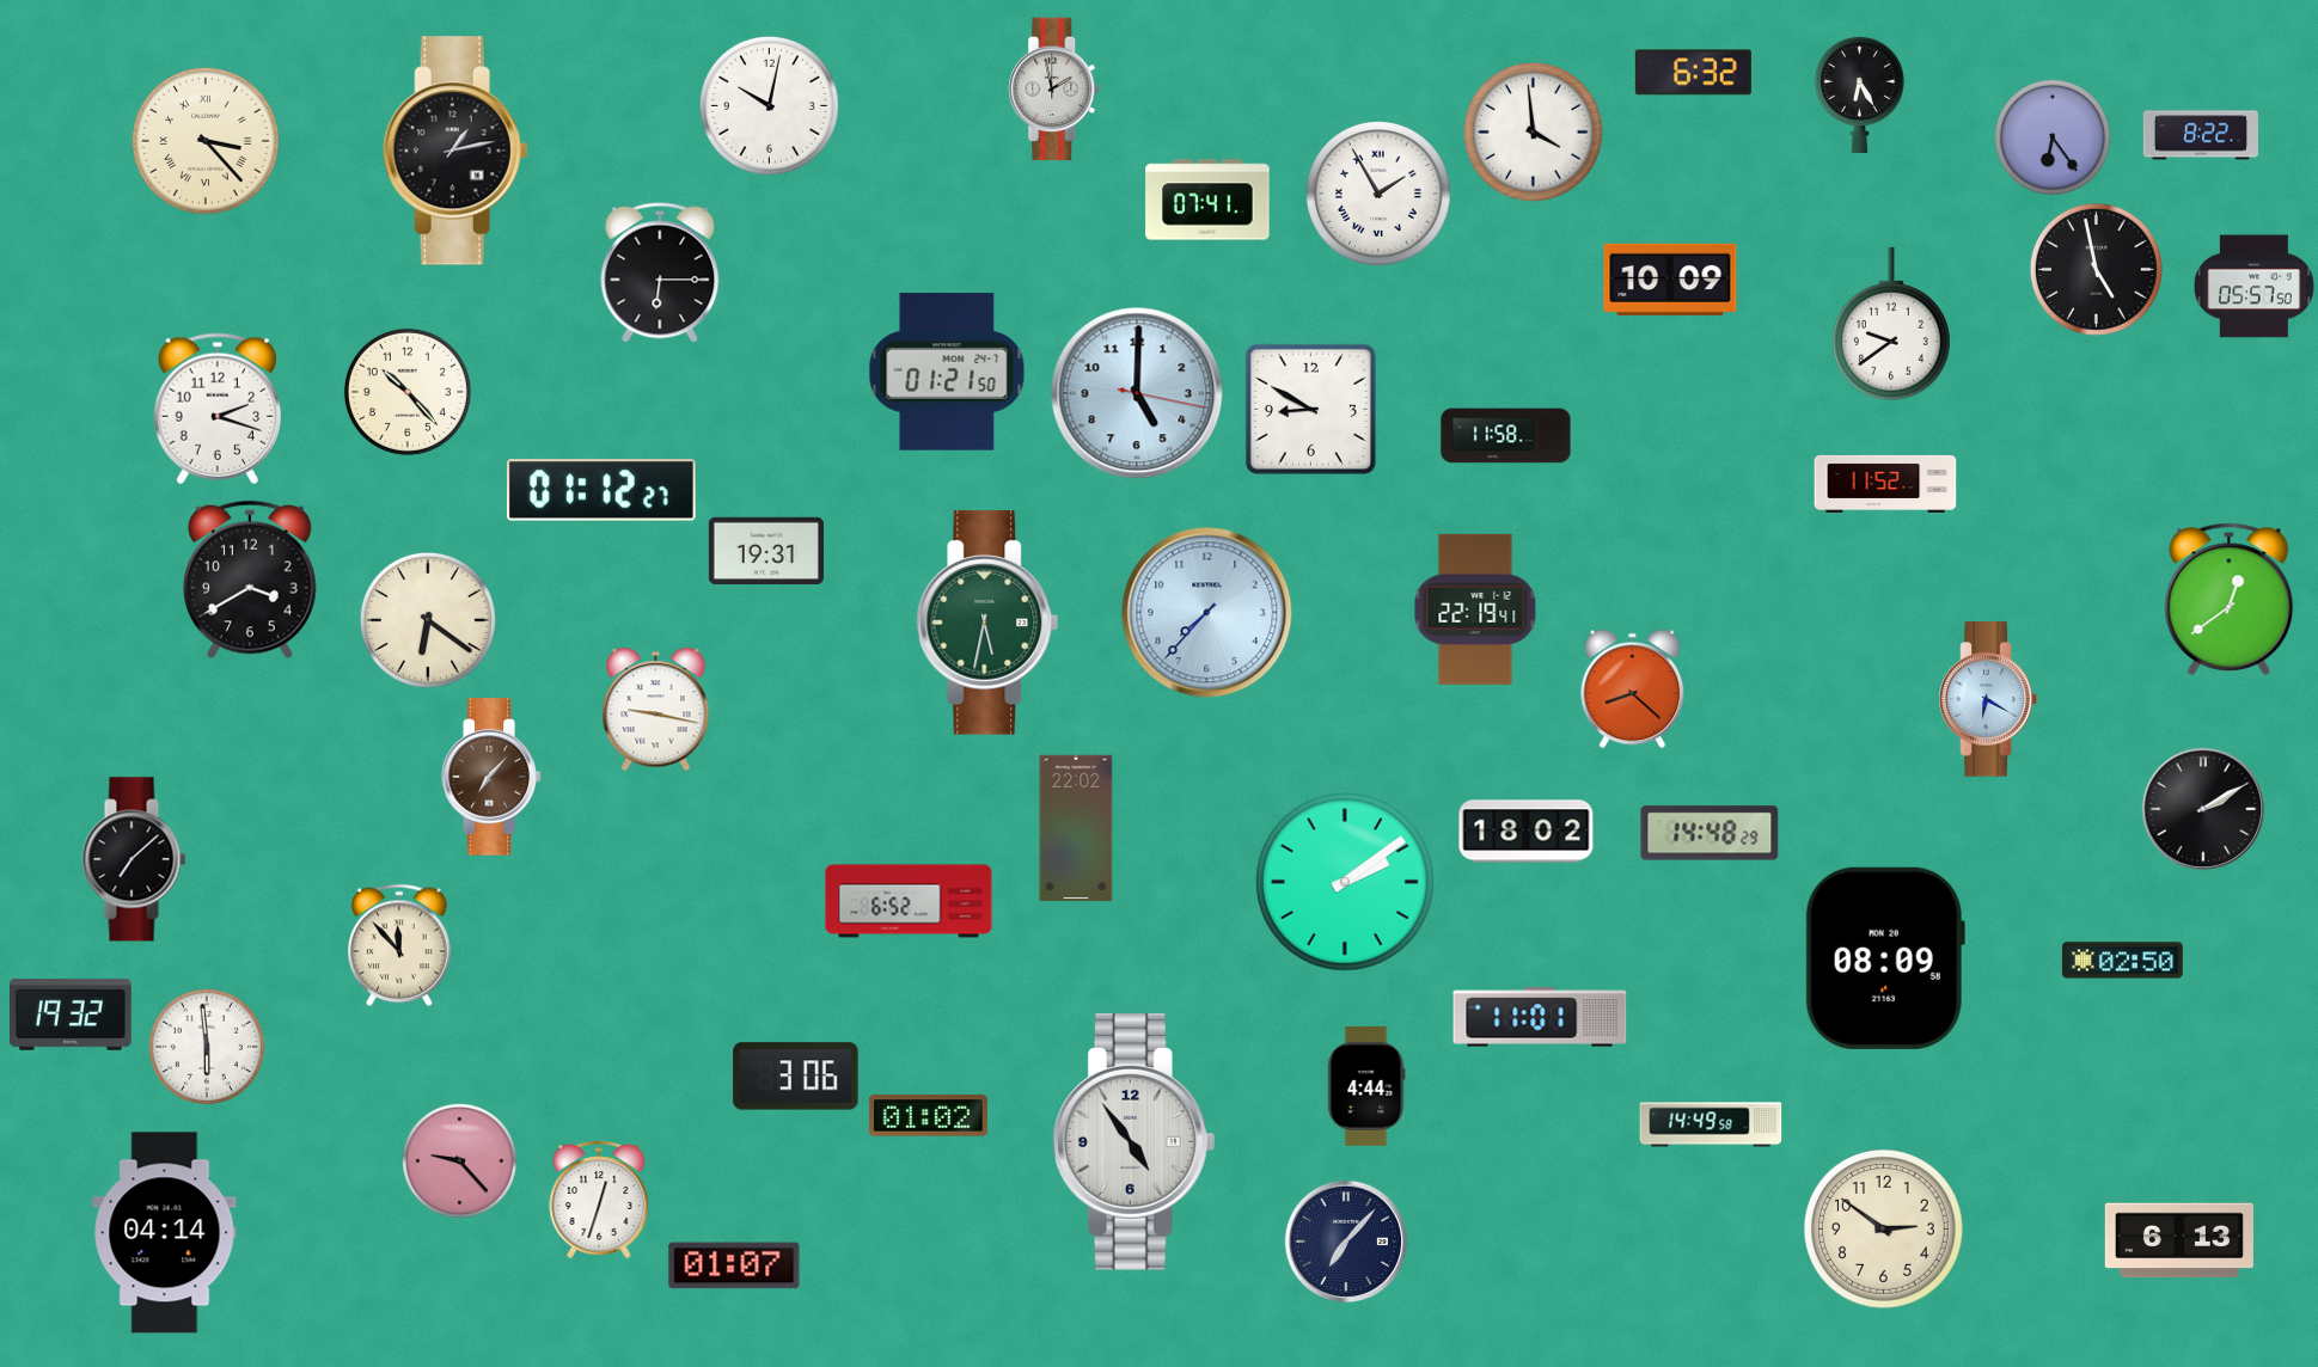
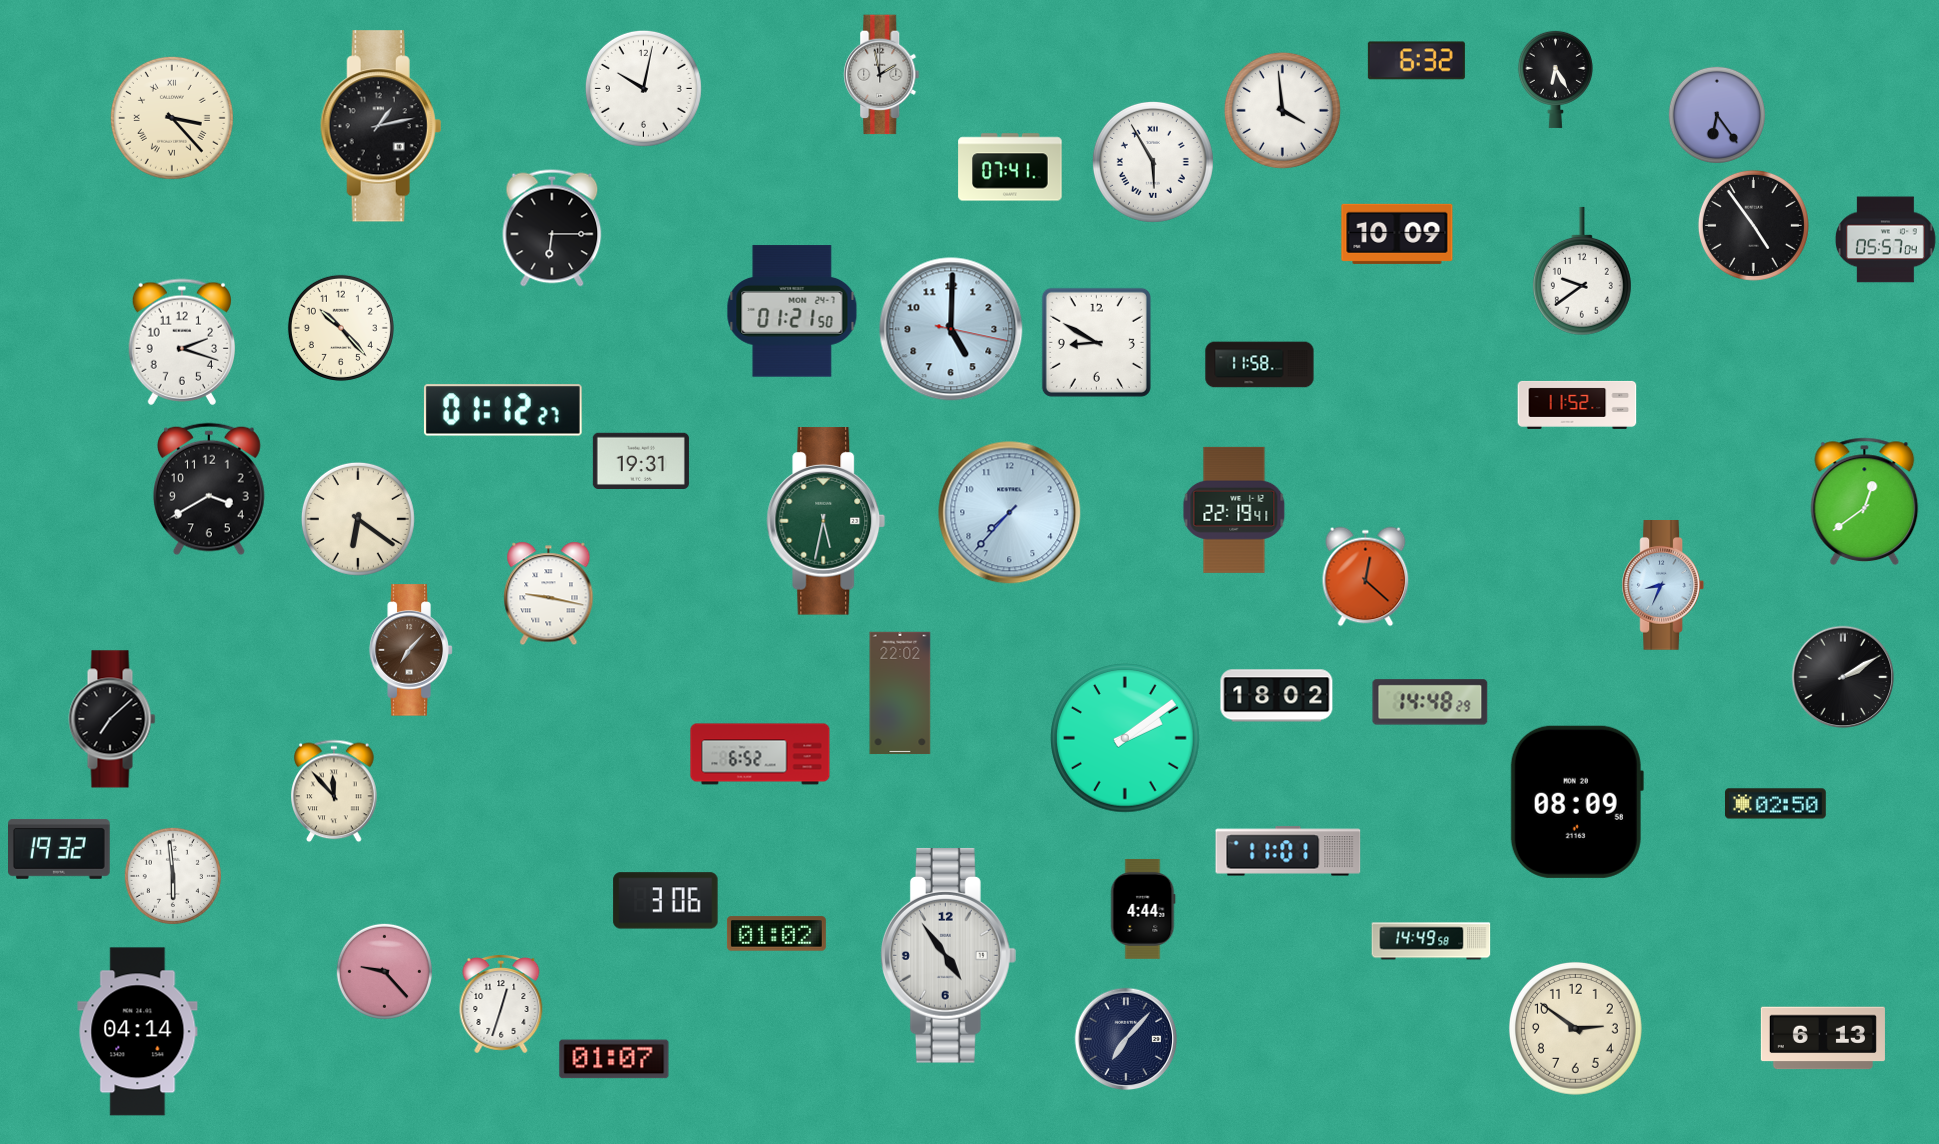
clock at (2201, 135): 8:22 -> none
clock at (1378, 194): 1:55 -> 5:55
clock at (2096, 269): 4:58 -> 4:54
clock at (2255, 287): 05:57:50 -> 05:57:04
clock at (250, 580) position: (250, 580) -> (209, 489)
clock at (1633, 689): 8:22 -> 12:22
clock at (1987, 699): 6:20 -> 8:34
clock at (1710, 833) position: (1710, 833) -> (1430, 702)
